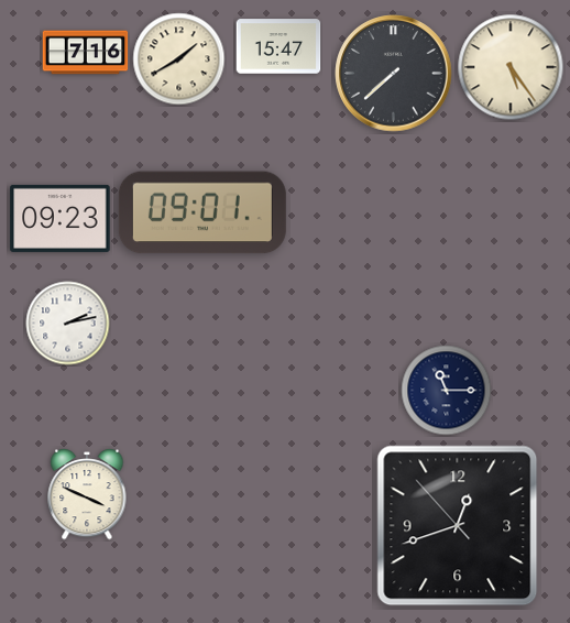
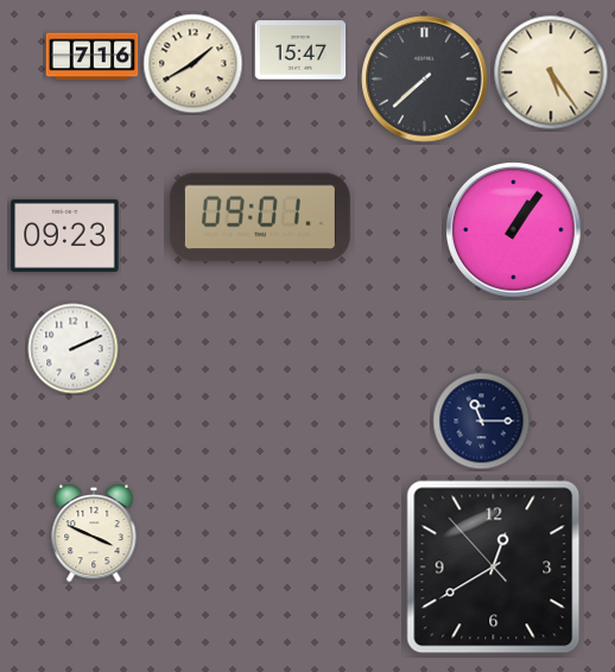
clock at (202, 212) position: (202, 212) -> (260, 217)
clock at (513, 229): none -> 1:06
clock at (68, 324): 2:13 -> 2:11
clock at (458, 526): 12:41 -> 12:39
